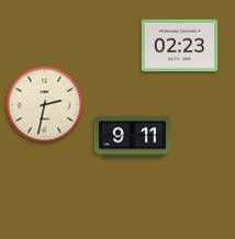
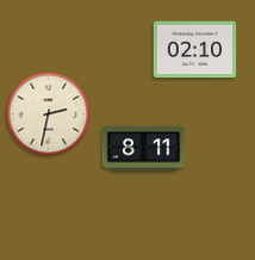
clock at (180, 46): 02:23 -> 02:10
clock at (133, 137): 9:11 -> 8:11
